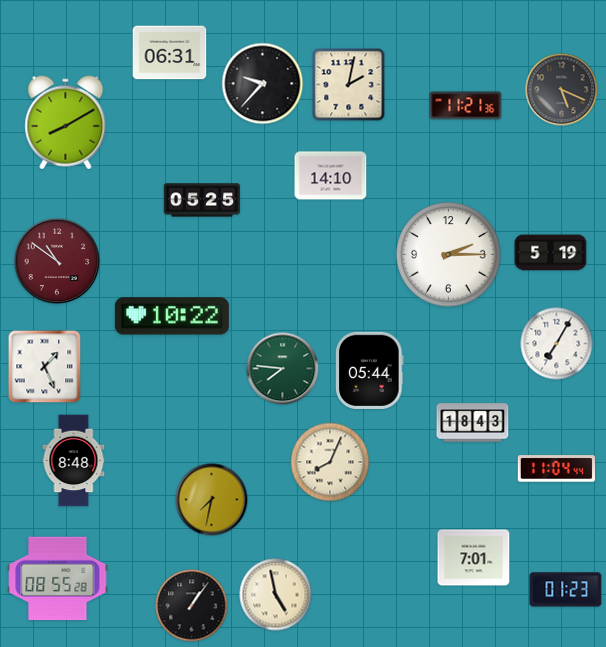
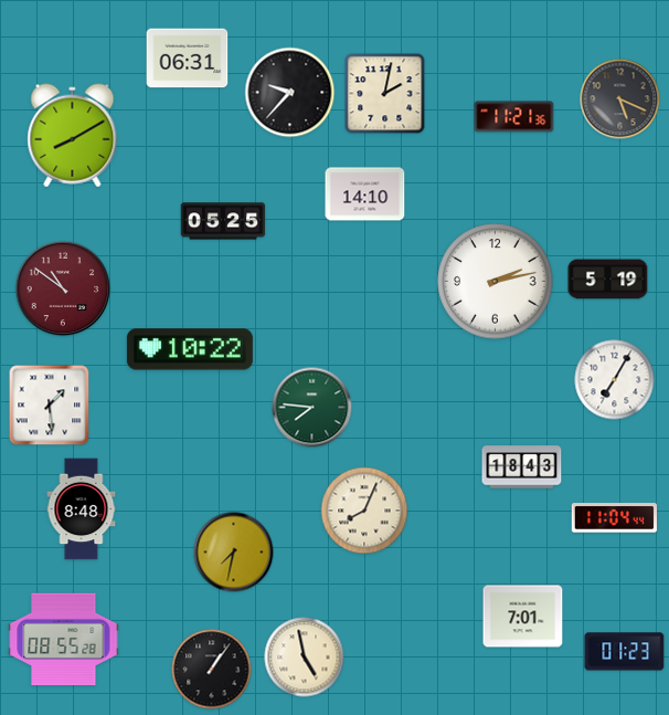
clock at (449, 255): 2:15 -> 2:13
clock at (45, 367): 1:26 -> 1:29
clock at (370, 370): 05:44 -> none
